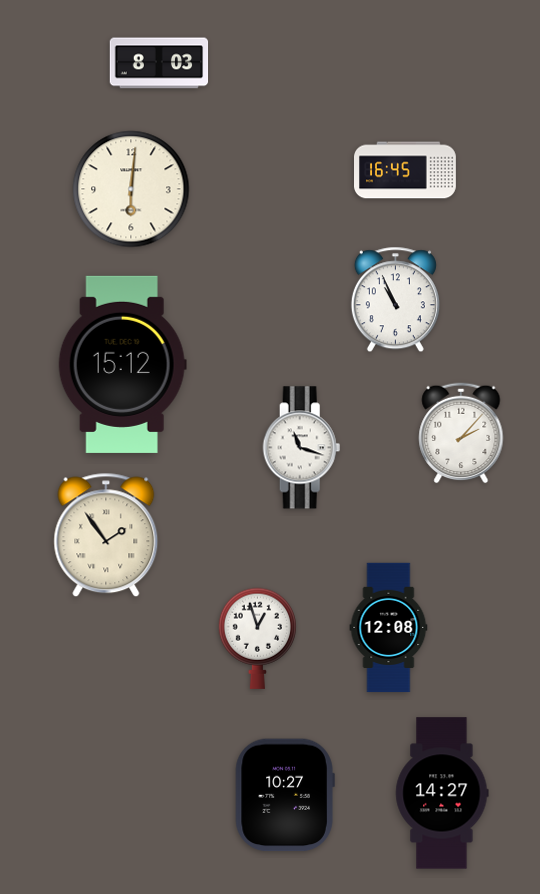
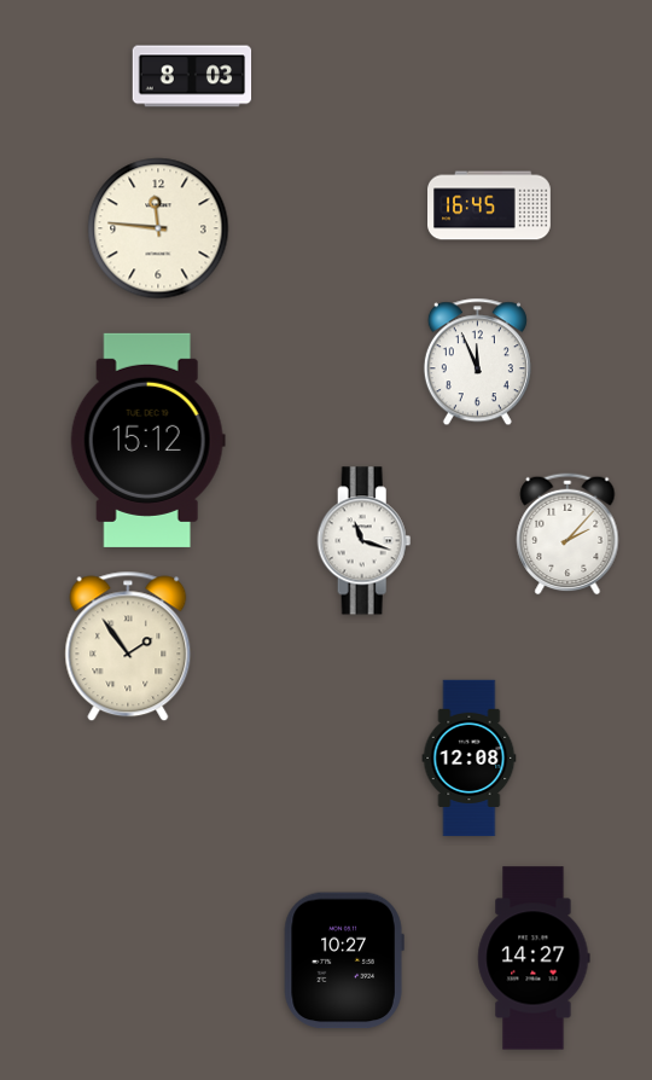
clock at (131, 189): 6:01 -> 11:46
clock at (395, 300): 10:56 -> 11:56
clock at (461, 433) position: (461, 433) -> (567, 534)
clock at (257, 638): 12:57 -> none
